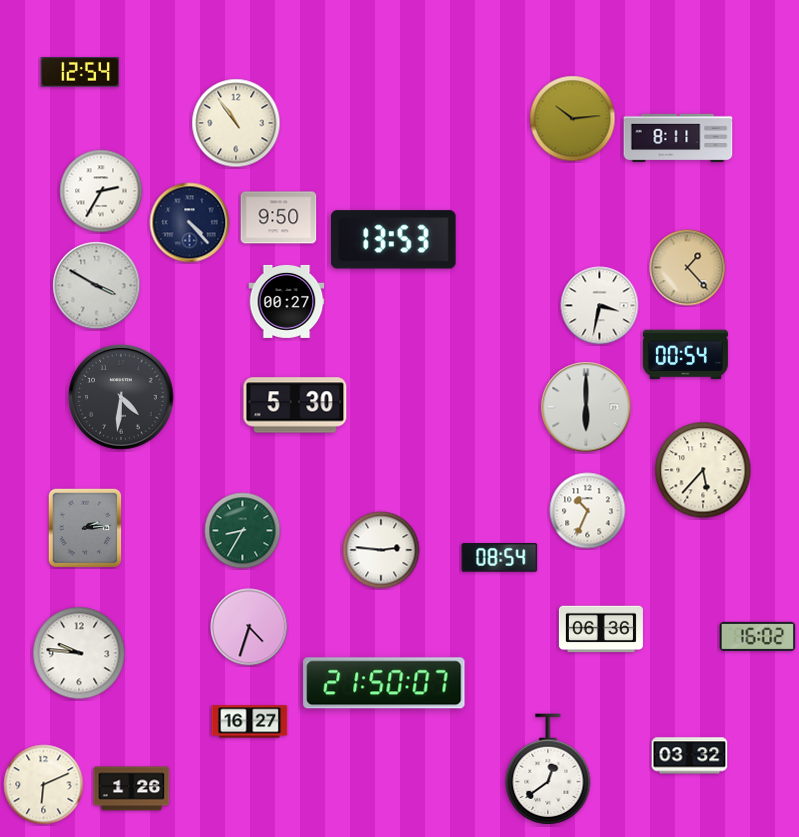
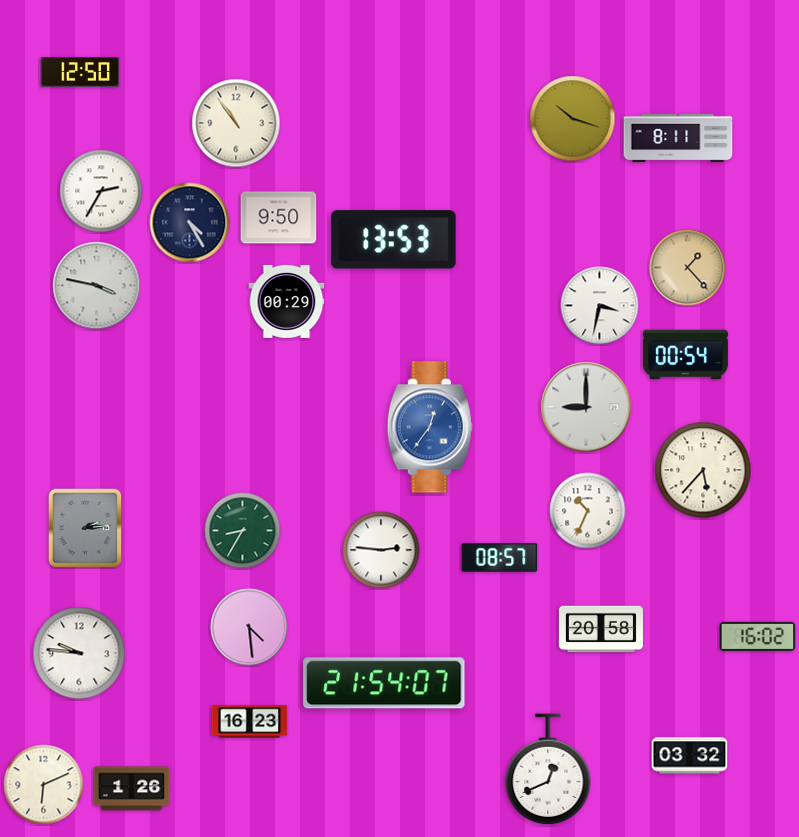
clock at (80, 73): 12:54 -> 12:50
clock at (573, 119): 10:14 -> 10:18
clock at (190, 223): 4:23 -> 4:25
clock at (97, 286): 3:50 -> 3:47
clock at (287, 301): 00:27 -> 00:29
clock at (121, 397): 4:31 -> none
clock at (295, 405): 5:30 -> none
clock at (586, 407): 6:00 -> 9:00
clock at (430, 427): none -> 12:36
clock at (500, 558): 08:54 -> 08:57
clock at (249, 627): 4:33 -> 4:29
clock at (601, 629): 06:36 -> 20:58
clock at (384, 683): 21:50 -> 21:54
clock at (250, 722): 16:27 -> 16:23
clock at (548, 769): 12:39 -> 12:41
